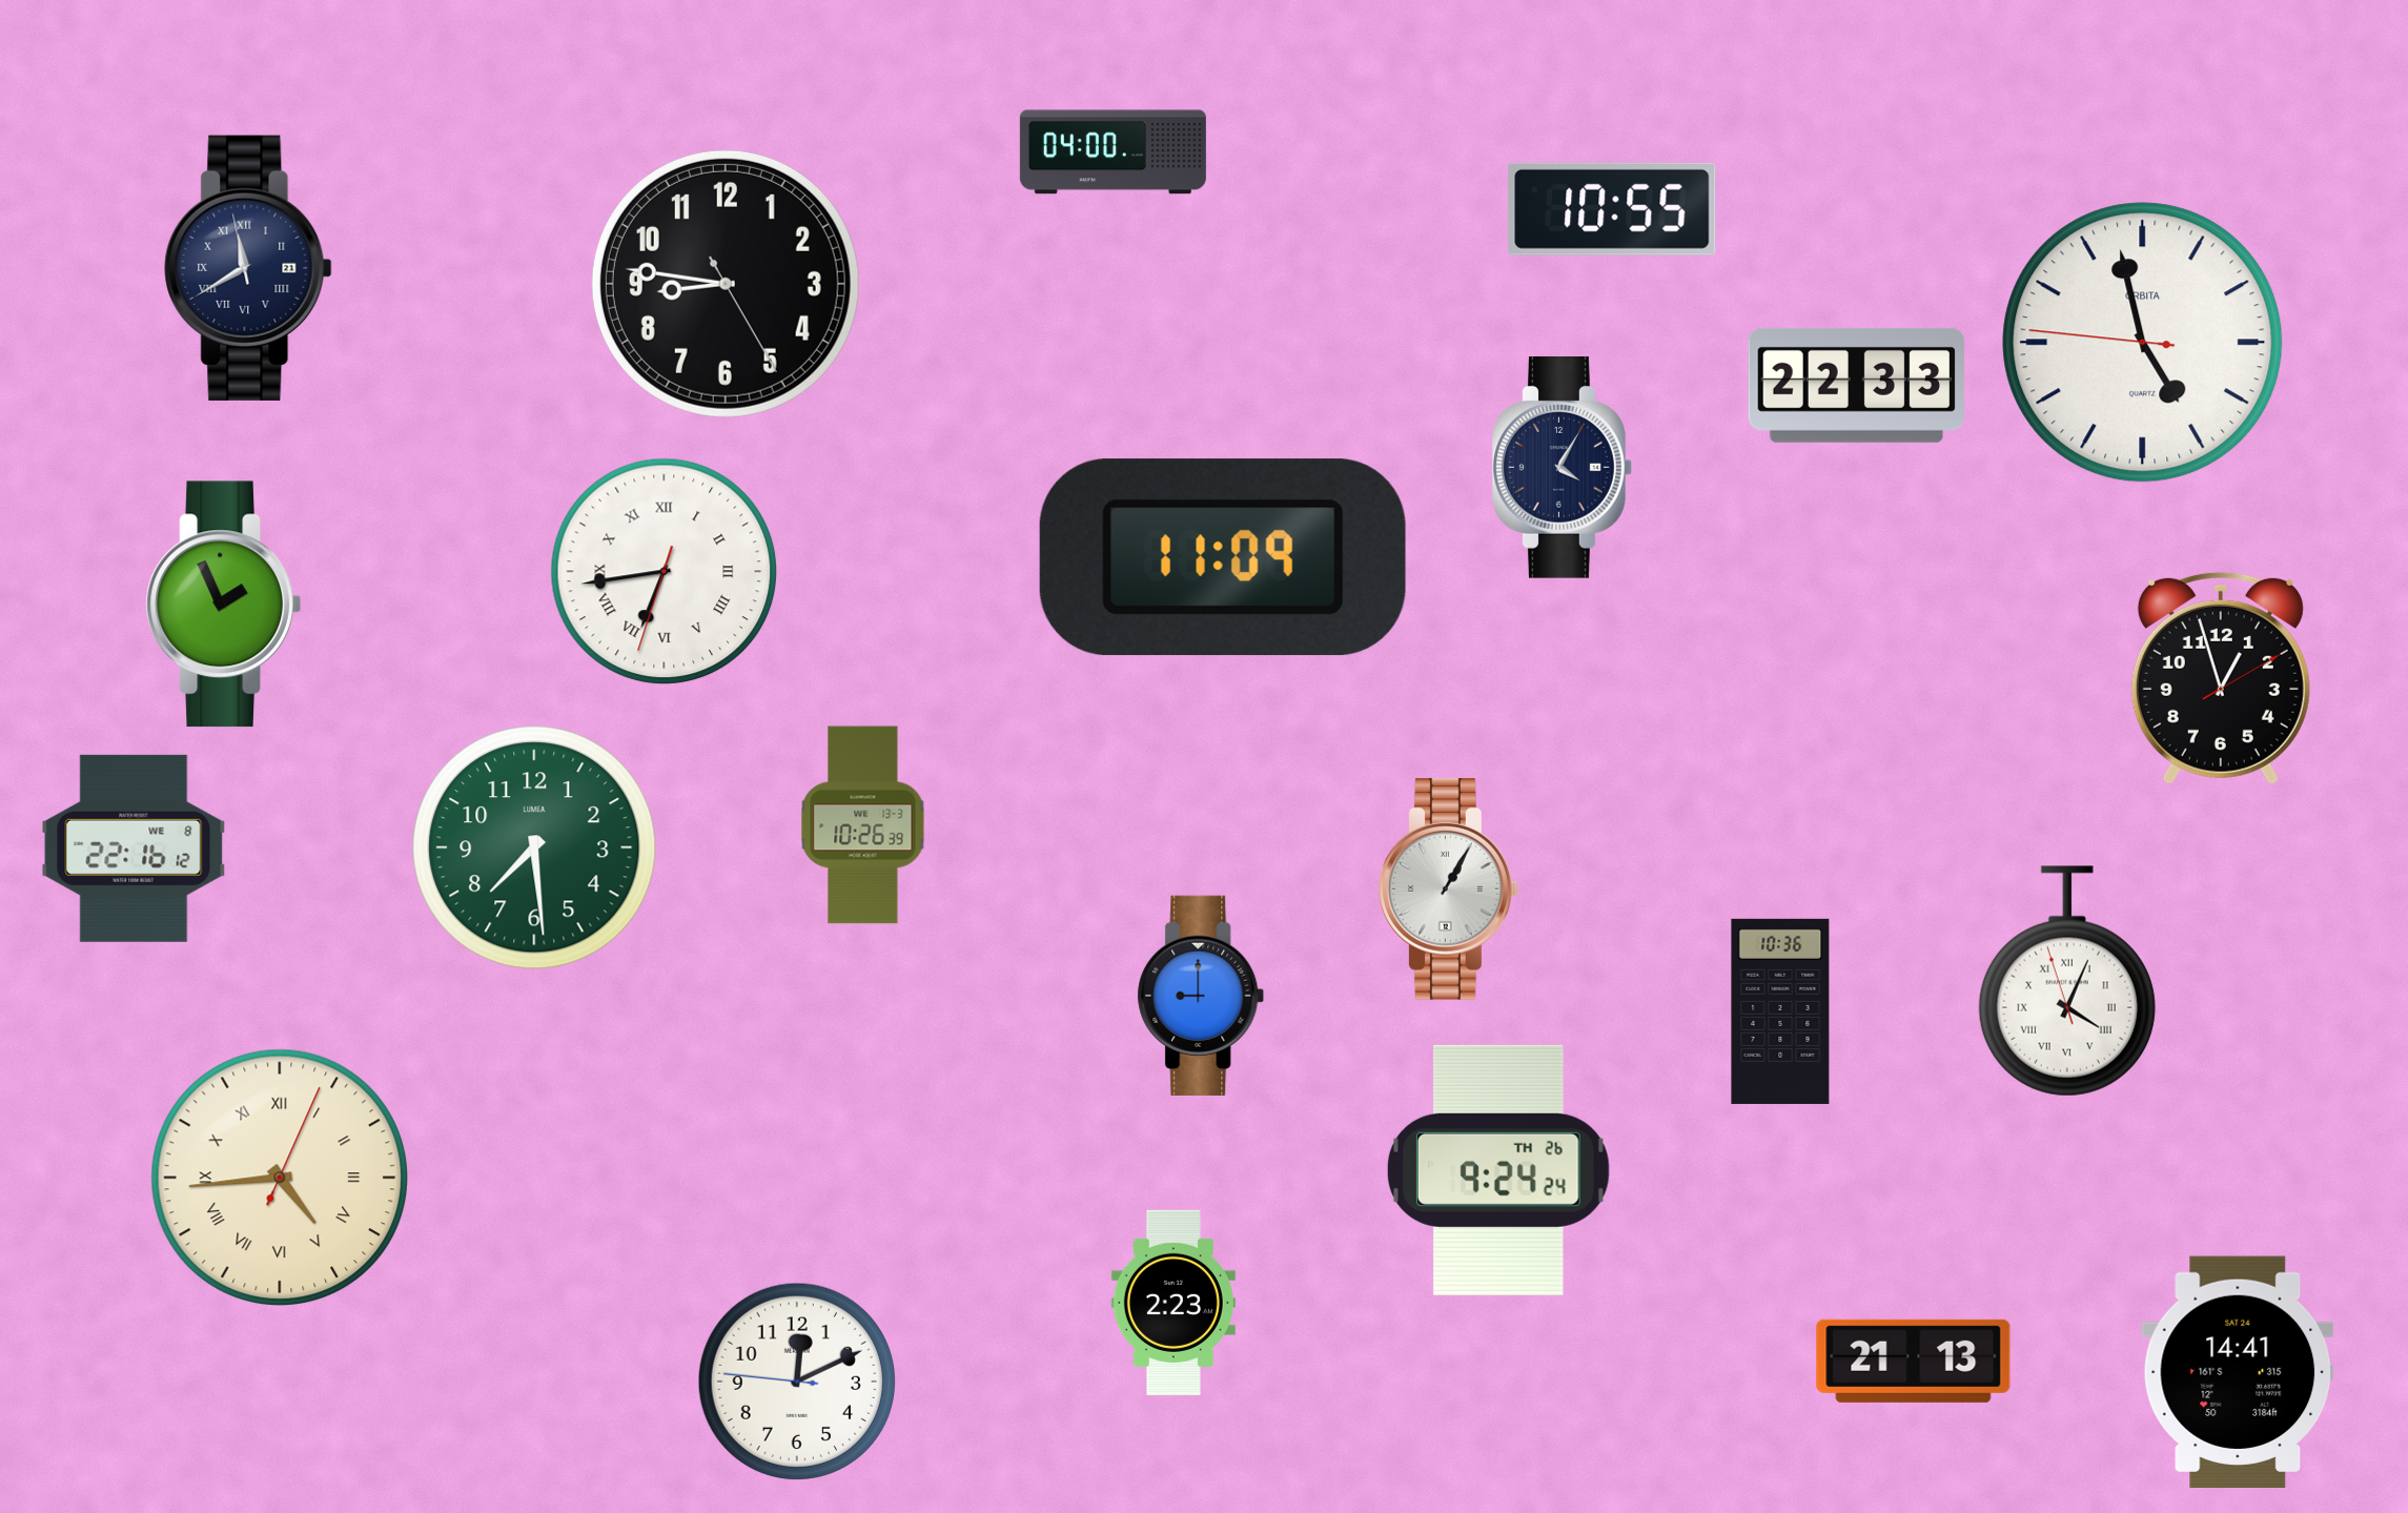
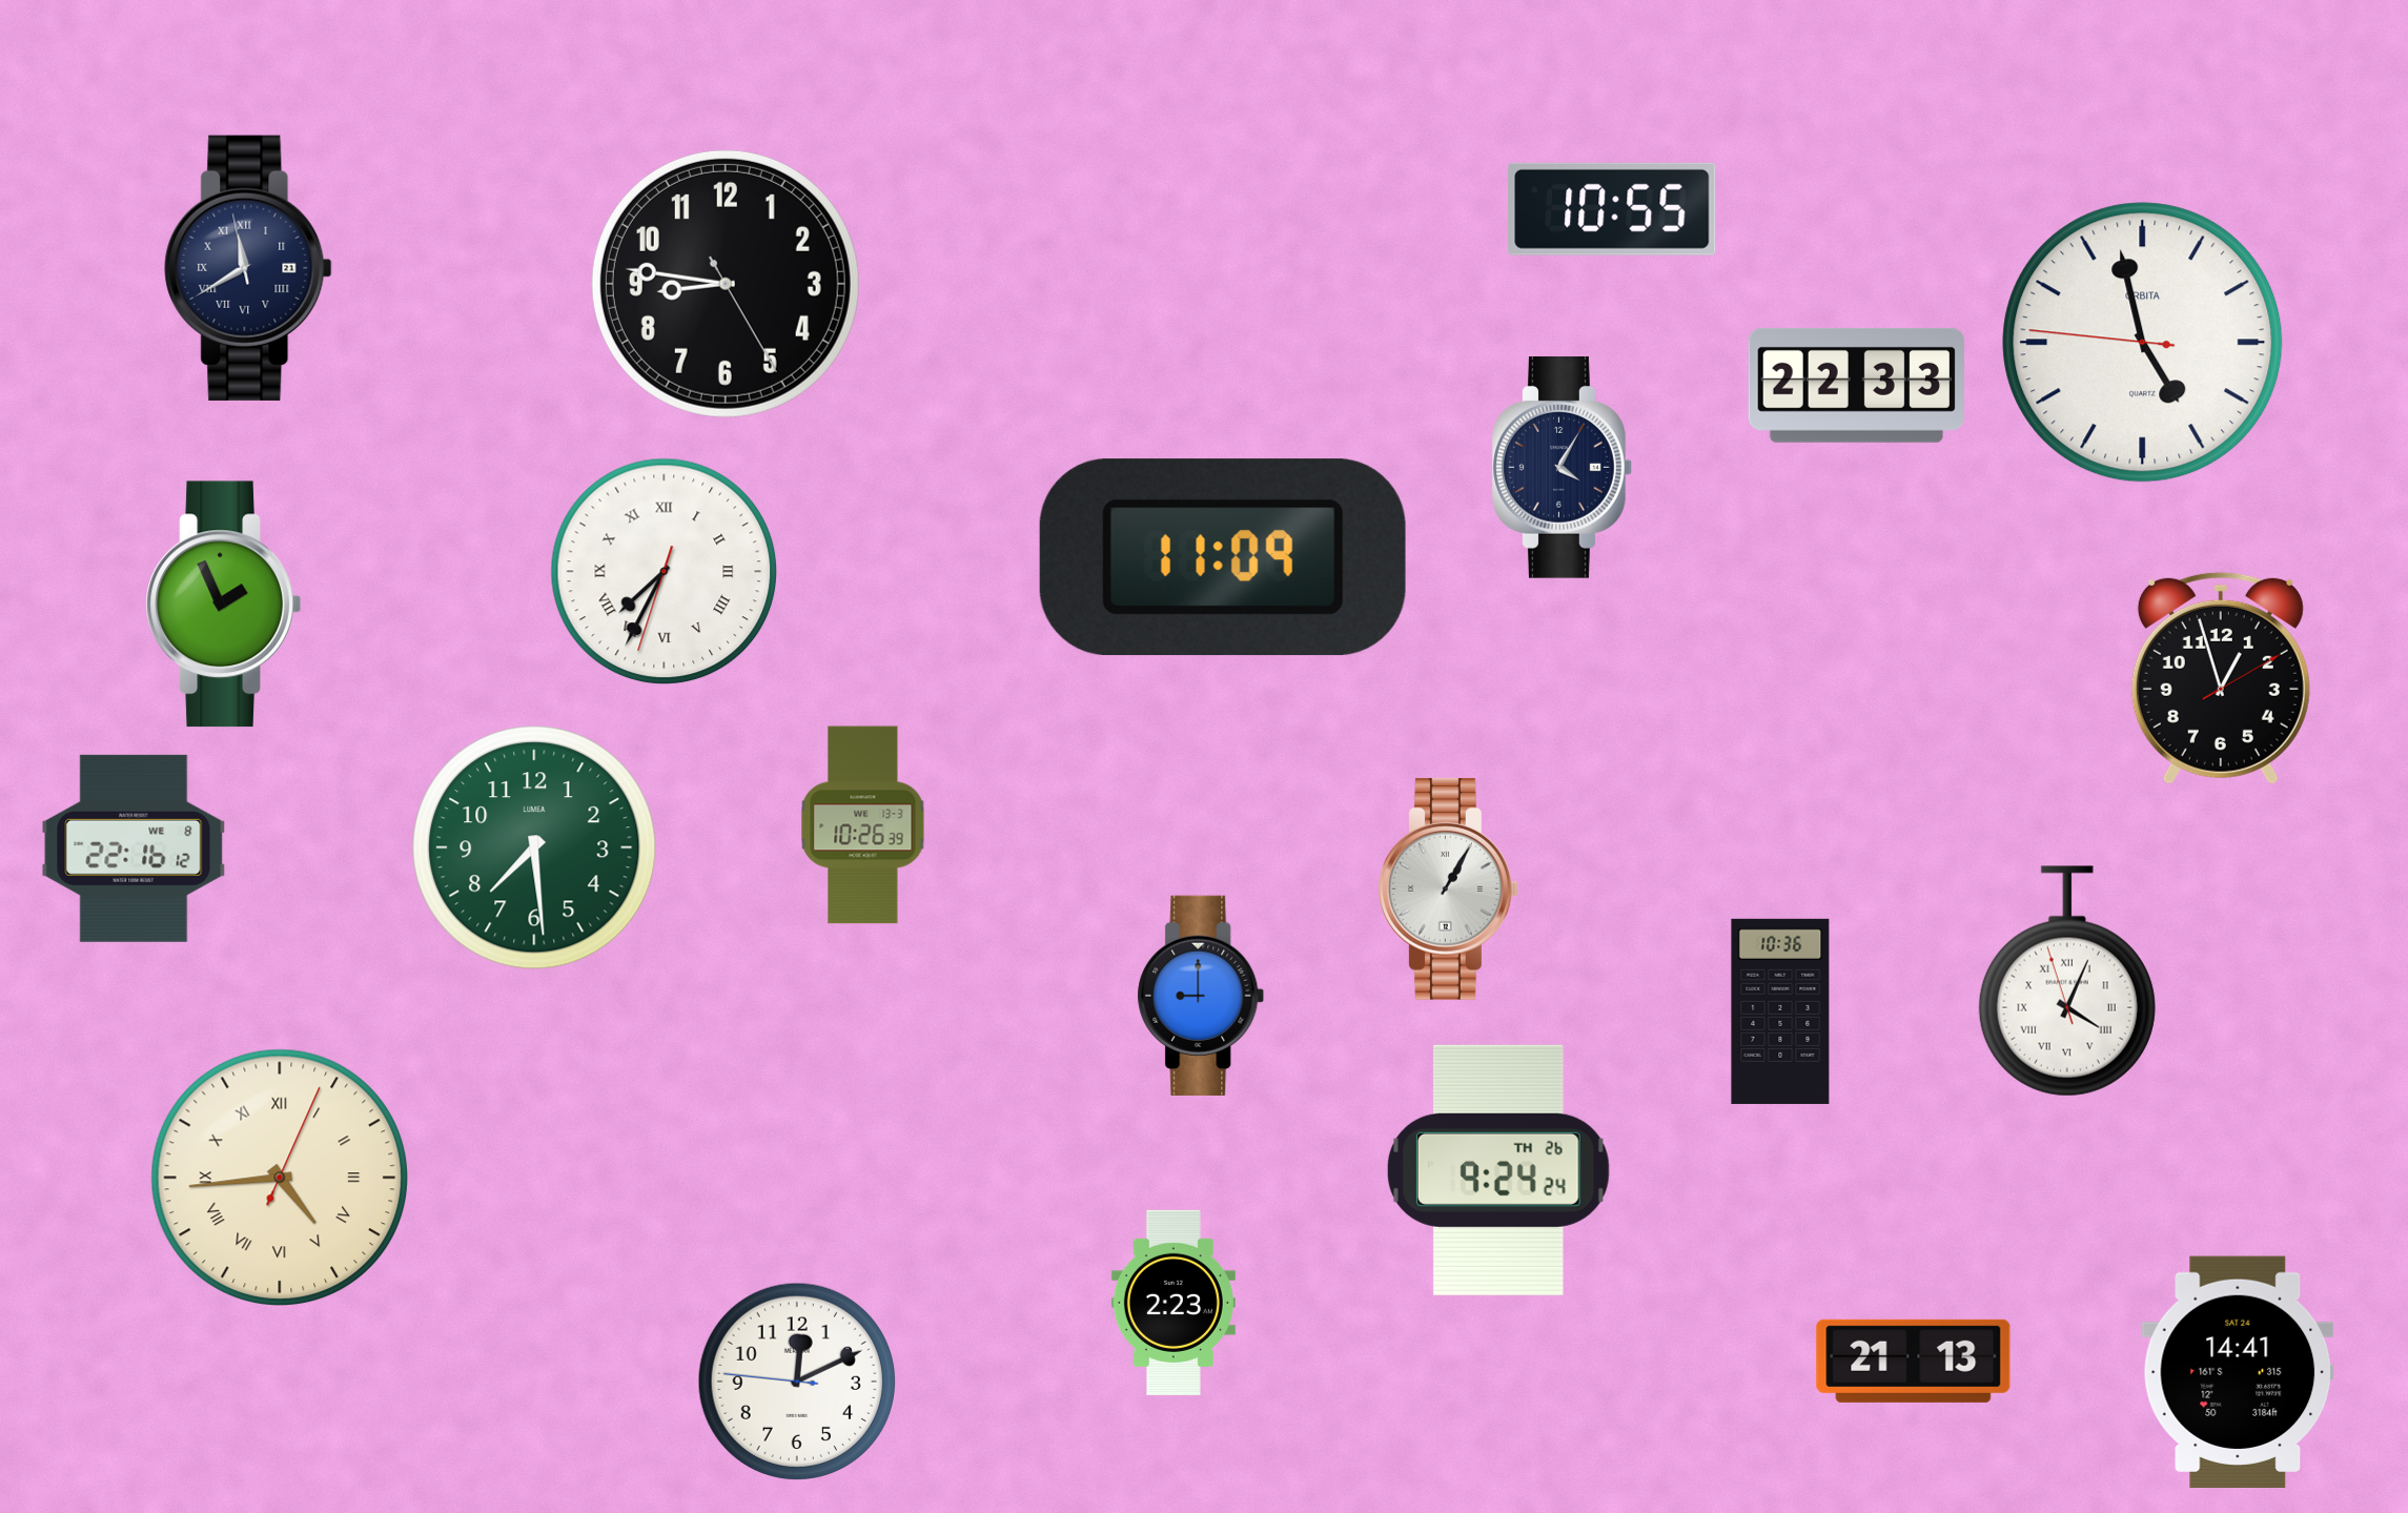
clock at (1113, 152): 04:00 -> none
clock at (665, 572): 6:43 -> 7:34
